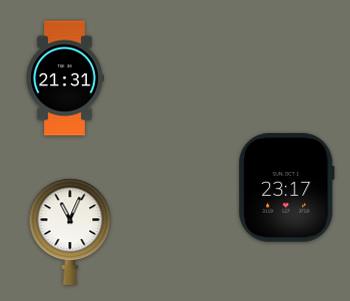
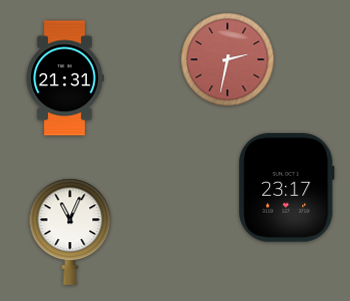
clock at (228, 60): none -> 2:32
